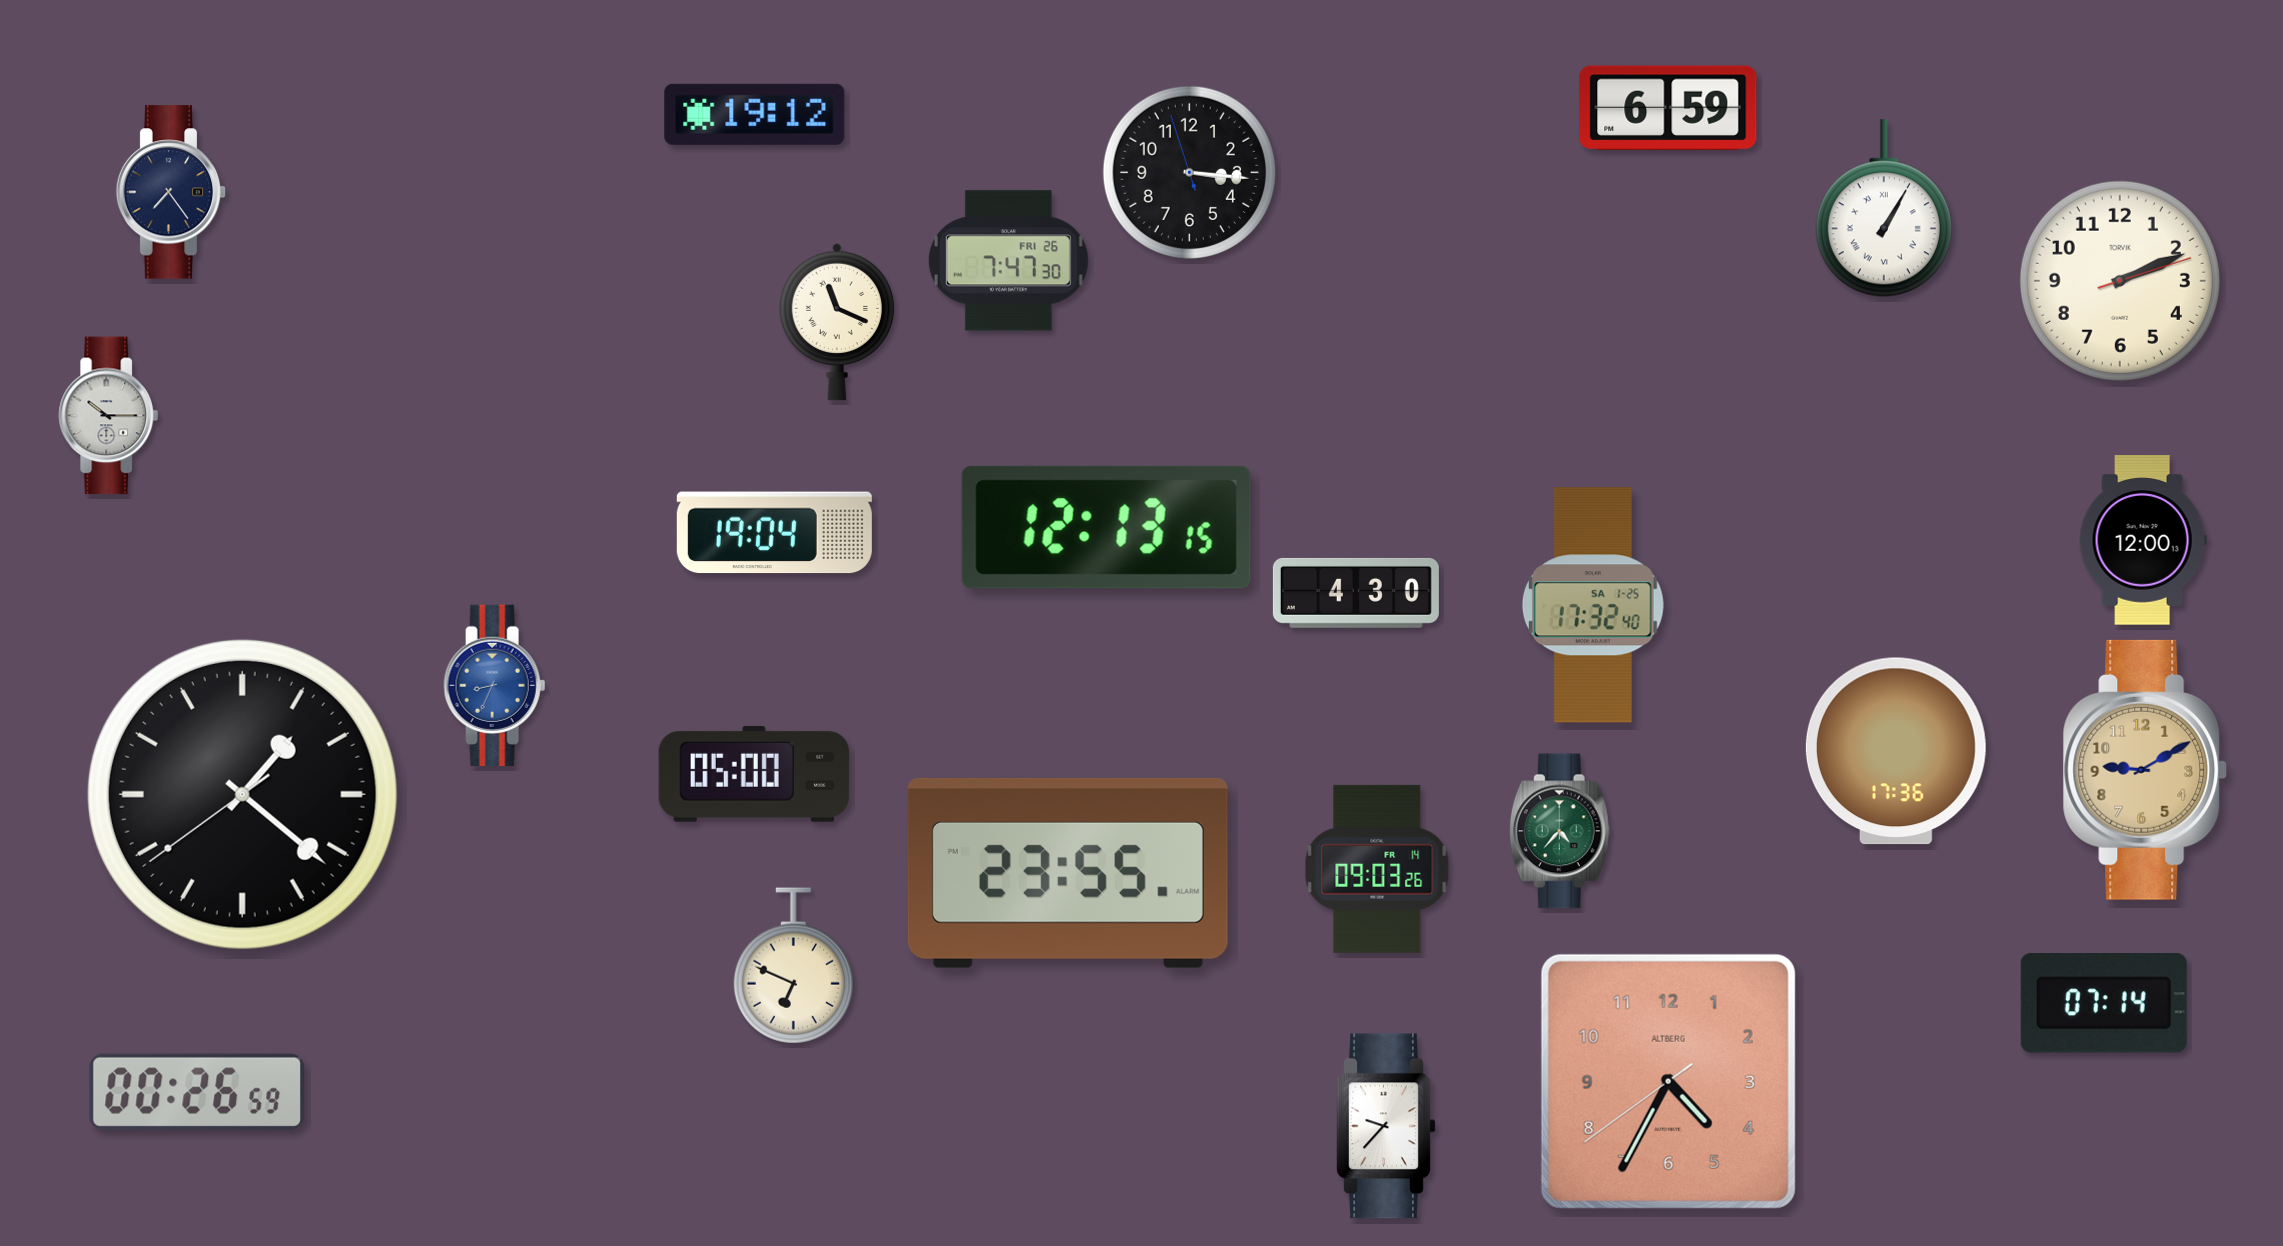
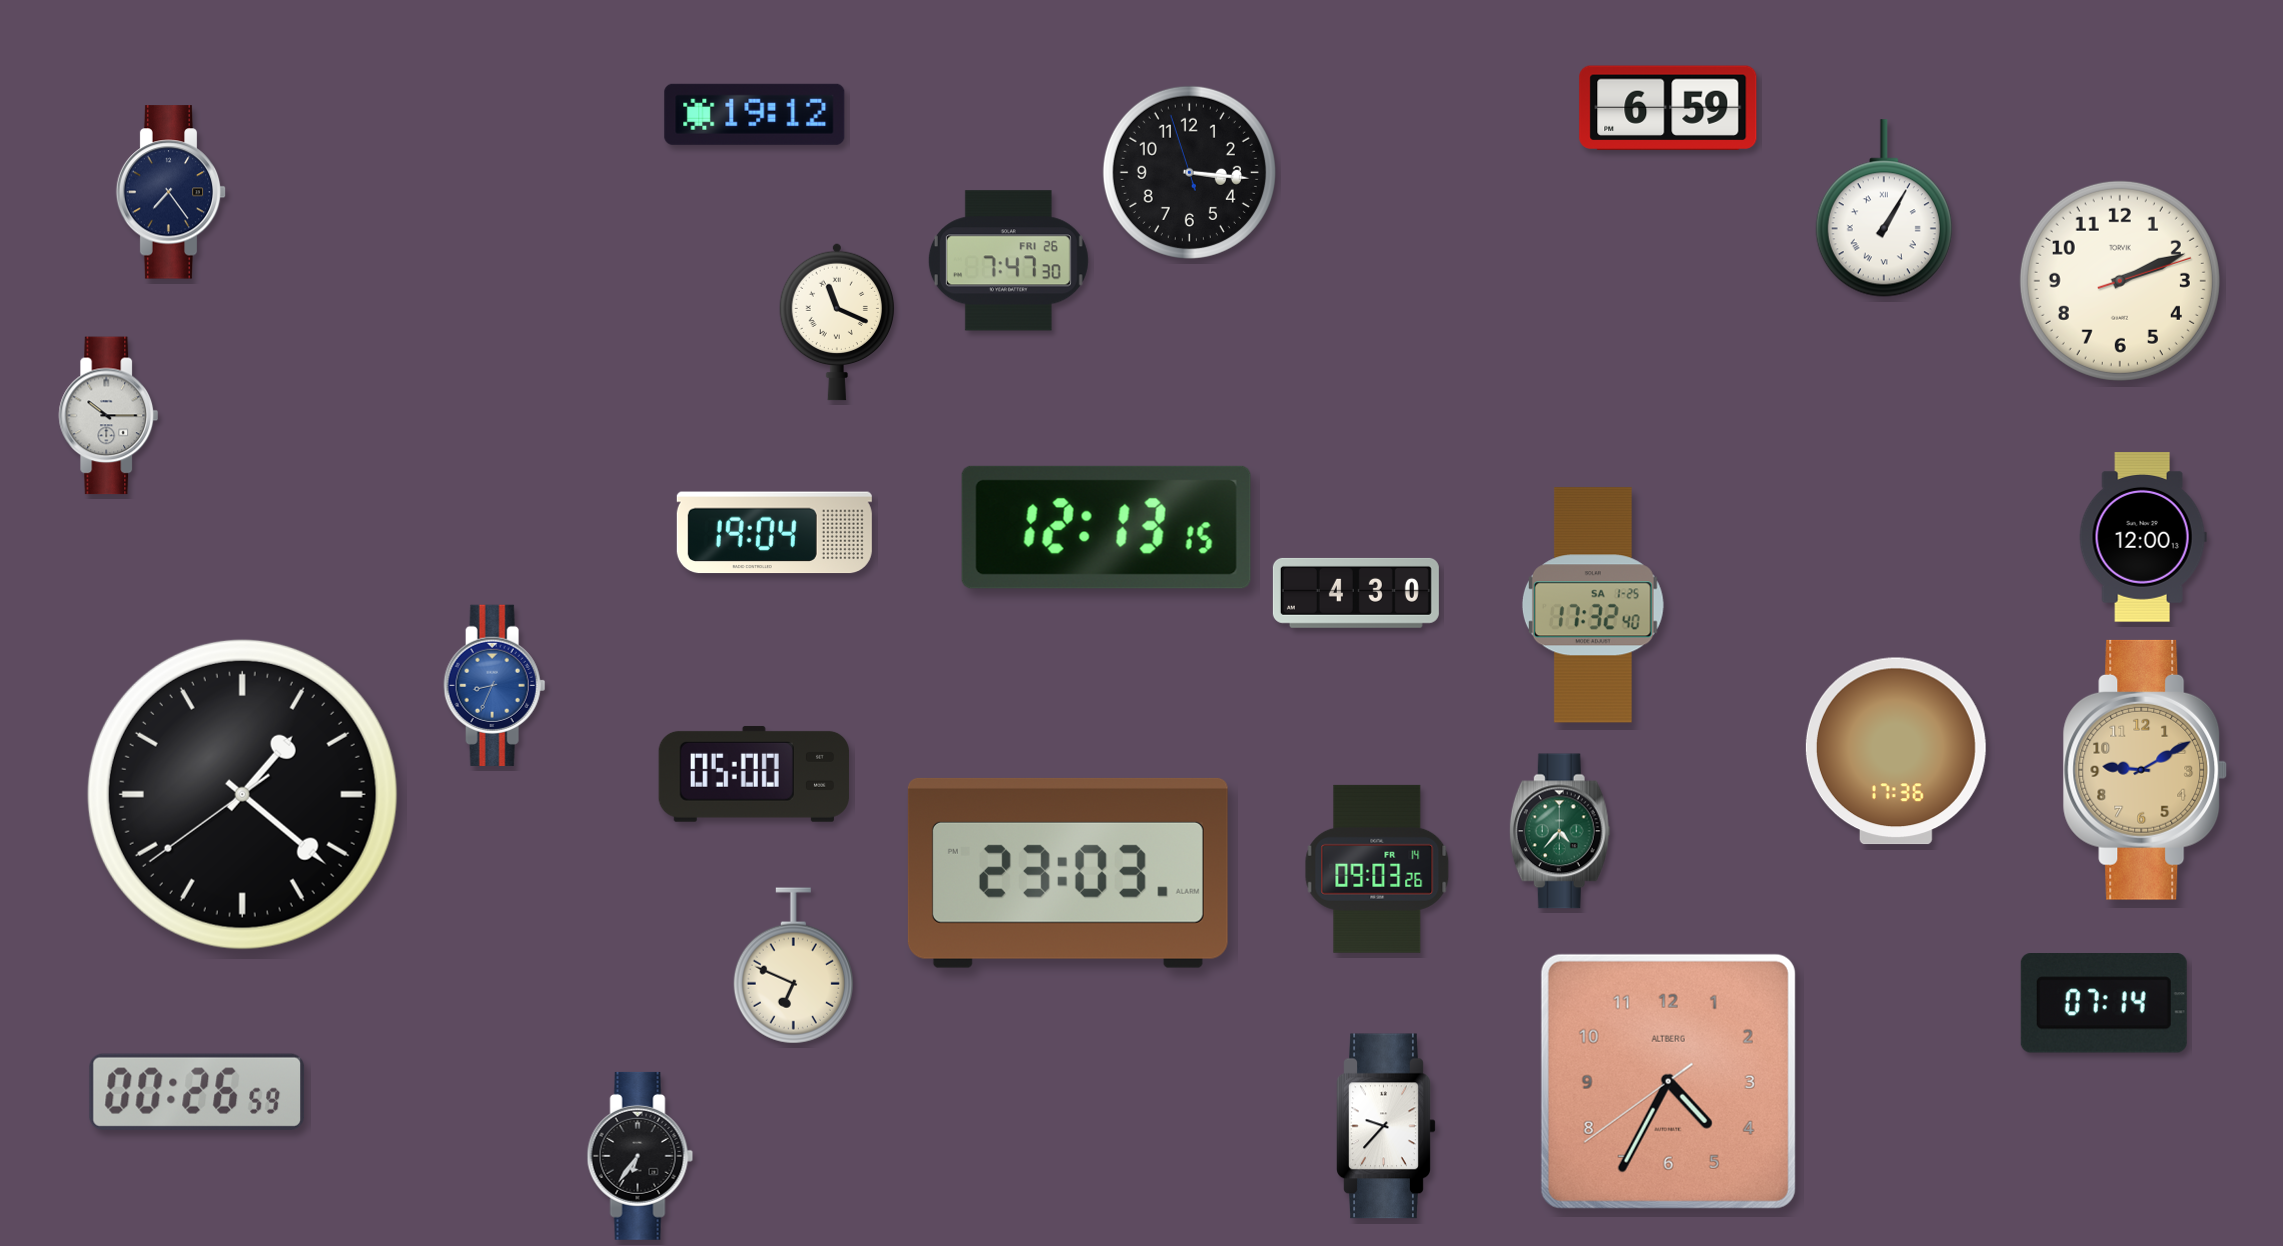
clock at (2143, 541) position: (2143, 541) -> (2143, 538)
clock at (1068, 873): 23:55 -> 23:03
clock at (640, 1156): none -> 6:36
